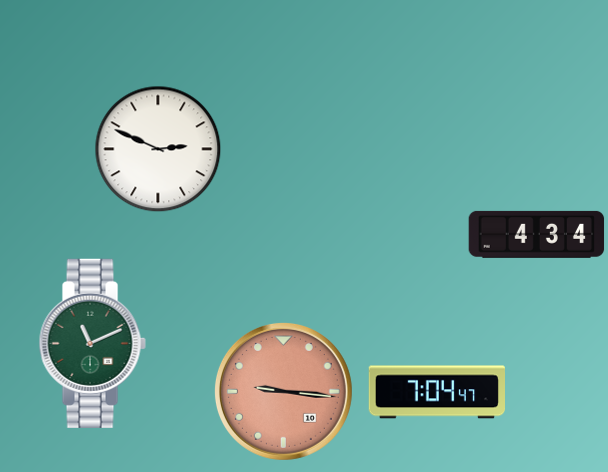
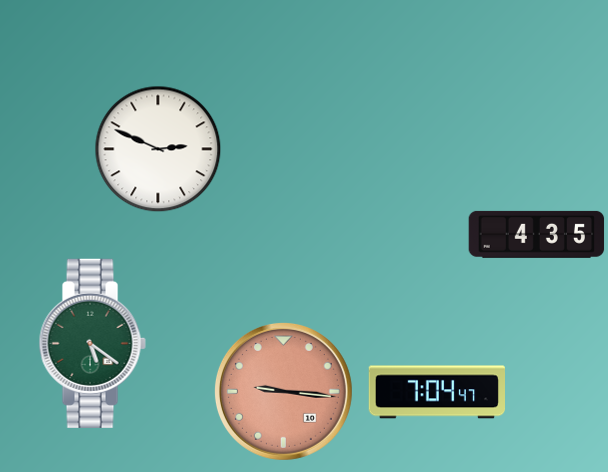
clock at (537, 234): 4:34 -> 4:35
clock at (92, 343): 11:11 -> 5:21
